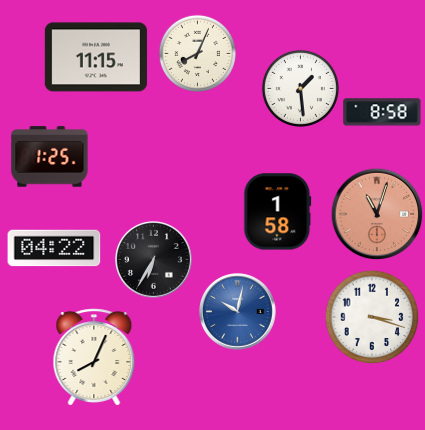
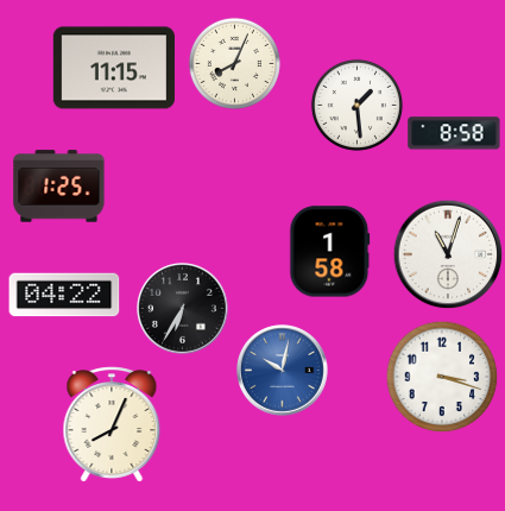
clock at (377, 214) dial: salmon -> white
